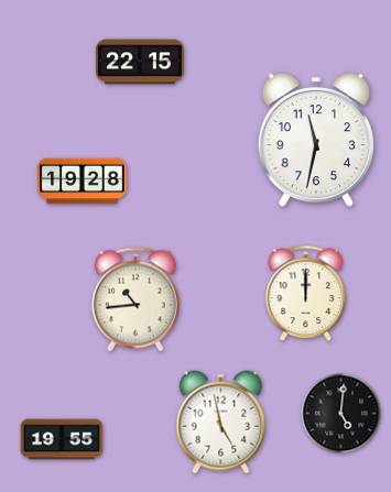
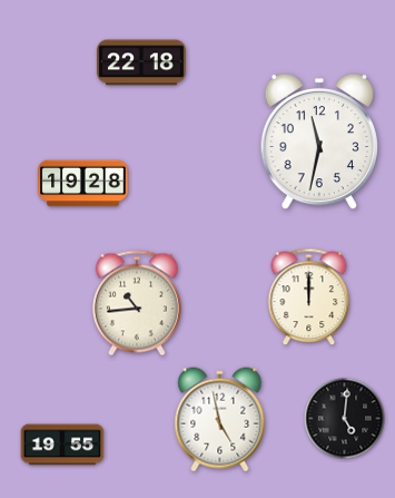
clock at (140, 62): 22:15 -> 22:18
clock at (221, 423) position: (221, 423) -> (220, 420)
